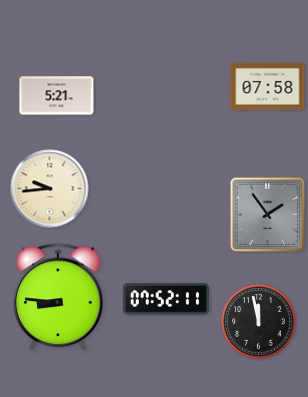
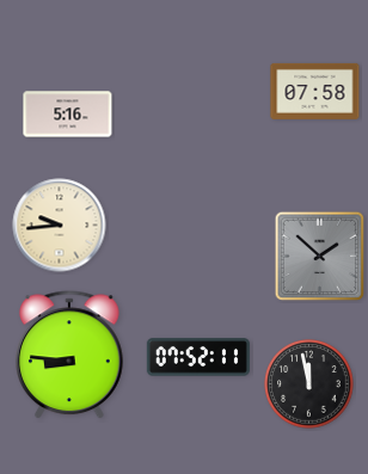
clock at (268, 86) position: (268, 86) -> (315, 91)
clock at (57, 96): 5:21 -> 5:16
clock at (268, 215): 1:54 -> 1:52
